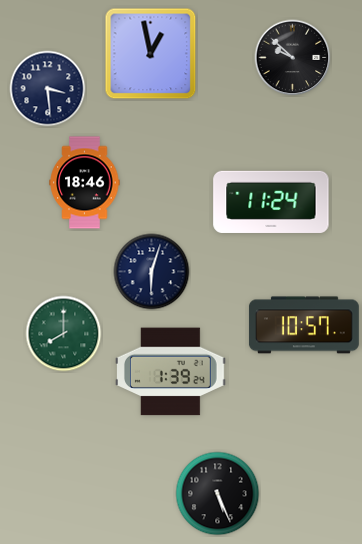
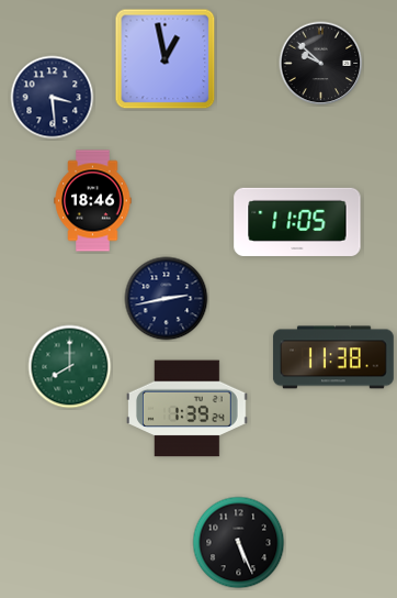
clock at (271, 202): 11:24 -> 11:05
clock at (152, 272): 6:03 -> 2:43
clock at (304, 325): 10:57 -> 11:38
